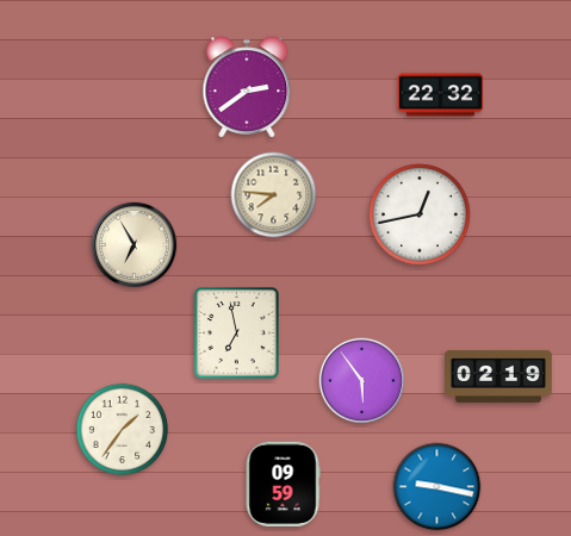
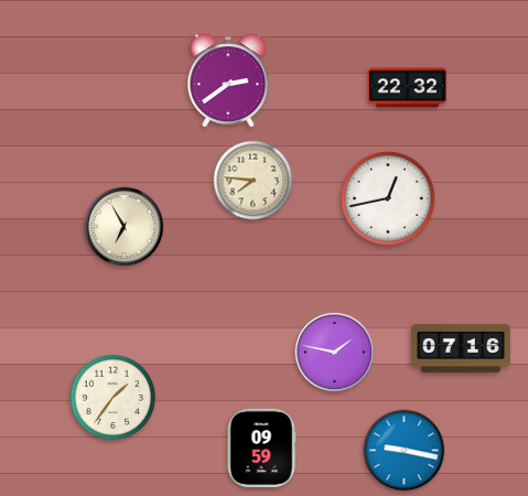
clock at (237, 334): 6:58 -> none
clock at (499, 376): 02:19 -> 07:16
clock at (362, 381): 5:54 -> 1:47
